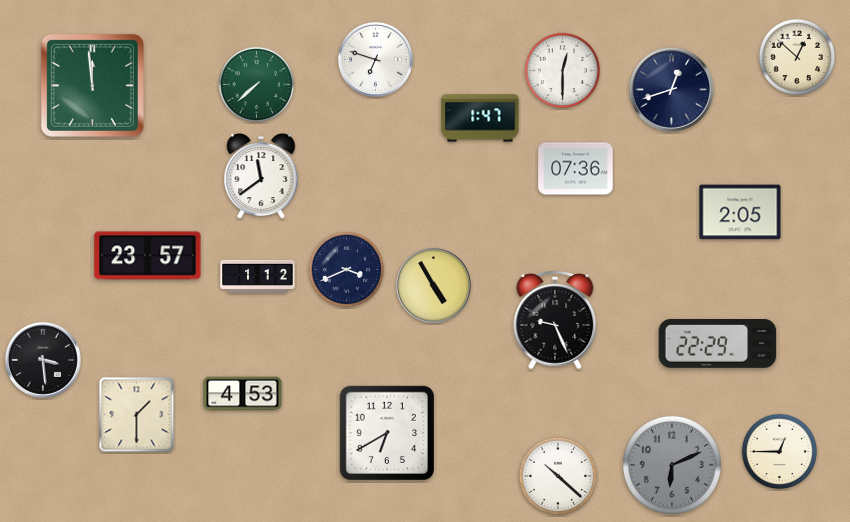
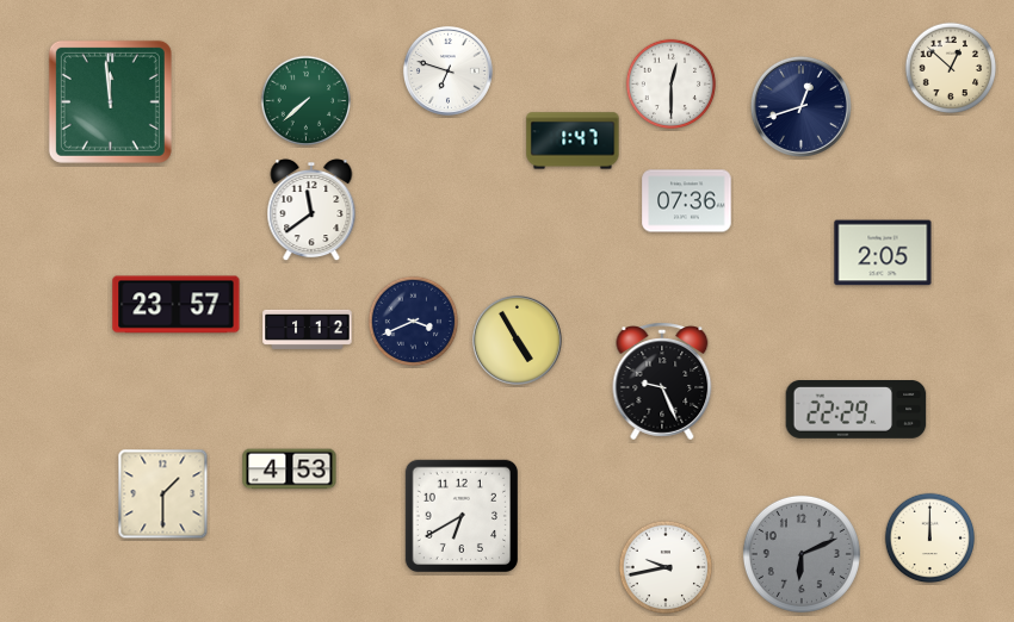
clock at (43, 360): 3:29 -> none
clock at (780, 452): 12:45 -> 12:00
clock at (558, 476): 10:22 -> 9:43
